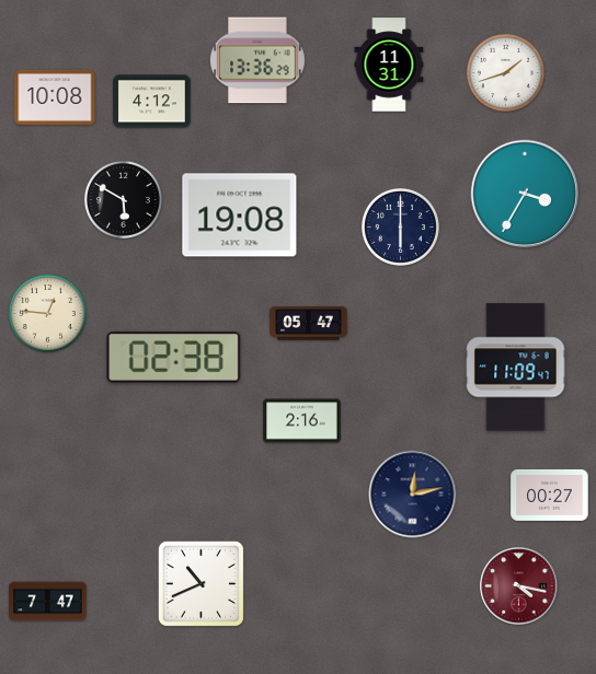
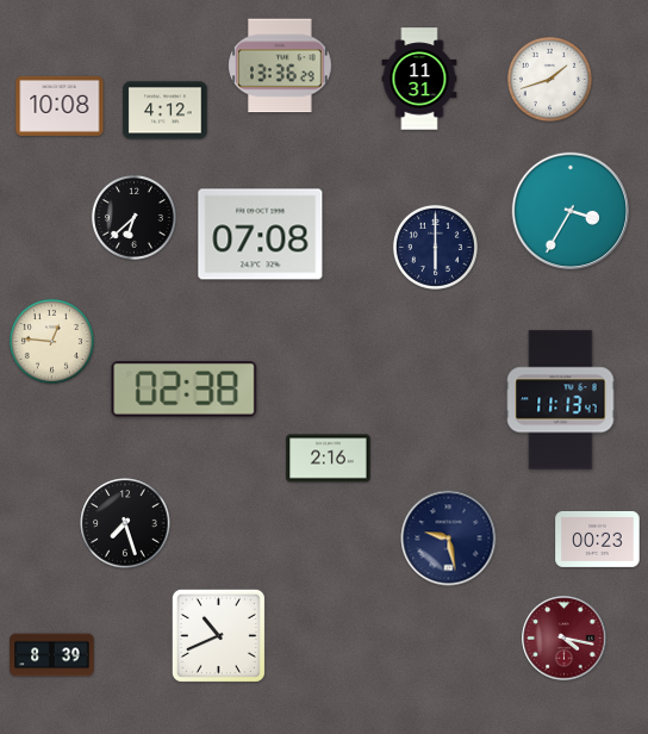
clock at (389, 65) position: (389, 65) -> (419, 79)
clock at (123, 199): 5:50 -> 6:38
clock at (240, 216): 19:08 -> 07:08
clock at (309, 324): 05:47 -> none
clock at (174, 358) position: (174, 358) -> (185, 390)
clock at (516, 368): 11:09 -> 11:13
clock at (125, 523): none -> 7:27
clock at (413, 495): 12:13 -> 9:28
clock at (550, 495): 00:27 -> 00:23
clock at (48, 602): 7:47 -> 8:39
